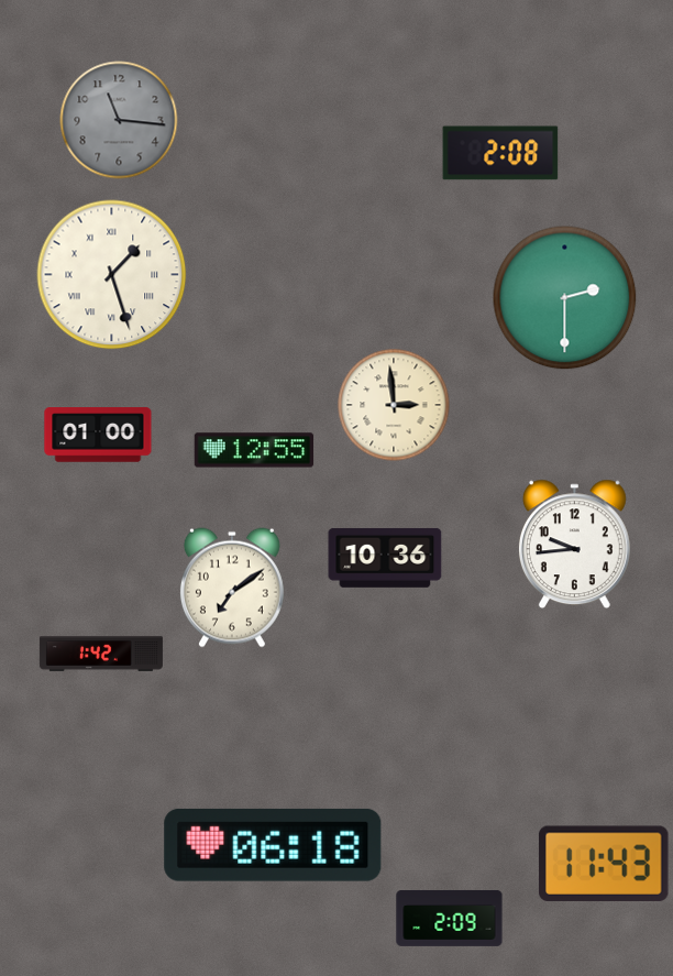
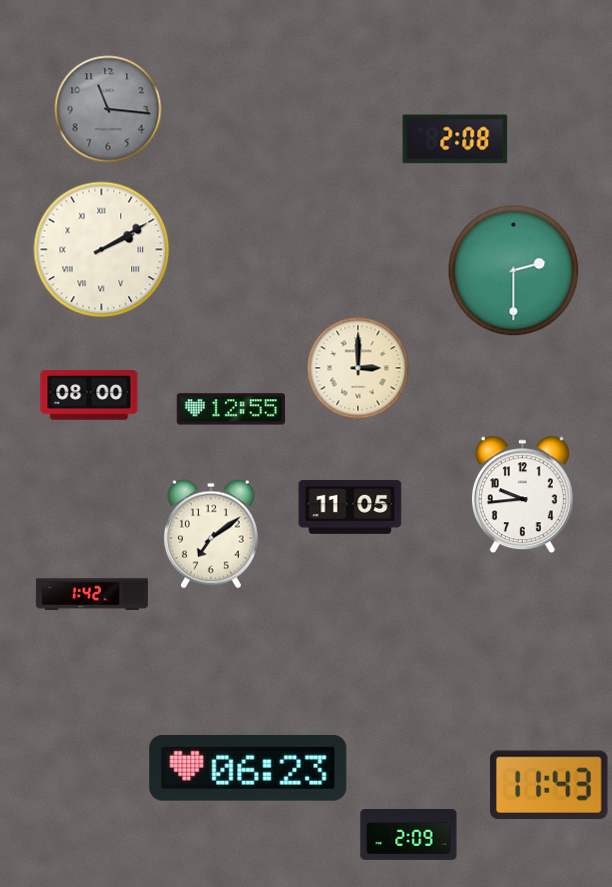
clock at (112, 275): 1:27 -> 2:10
clock at (394, 405): 2:59 -> 3:00
clock at (98, 435): 01:00 -> 08:00
clock at (385, 558): 10:36 -> 11:05
clock at (273, 845): 06:18 -> 06:23
